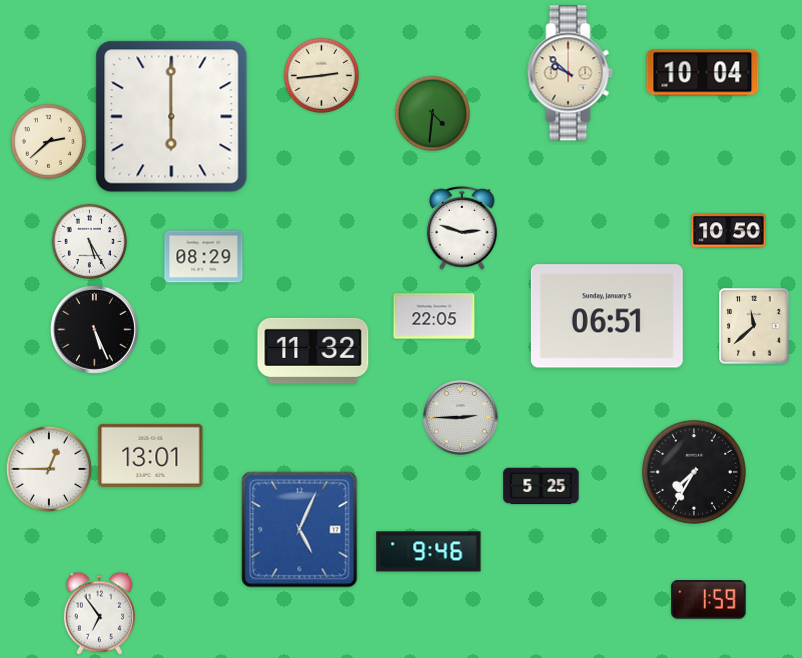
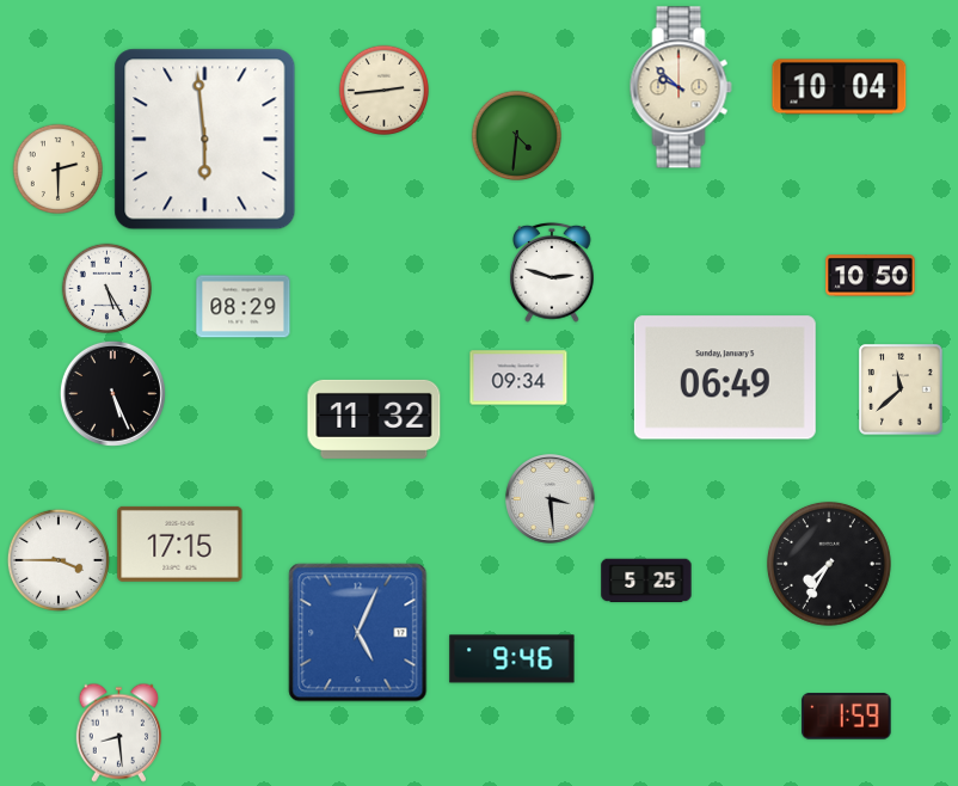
clock at (172, 117): 6:00 -> 5:59
clock at (48, 141): 2:38 -> 2:30
clock at (434, 316): 22:05 -> 09:34
clock at (607, 316): 06:51 -> 06:49
clock at (461, 418): 2:45 -> 3:29
clock at (151, 455): 13:01 -> 17:15
clock at (49, 469): 12:45 -> 3:45
clock at (100, 613): 6:54 -> 8:29
